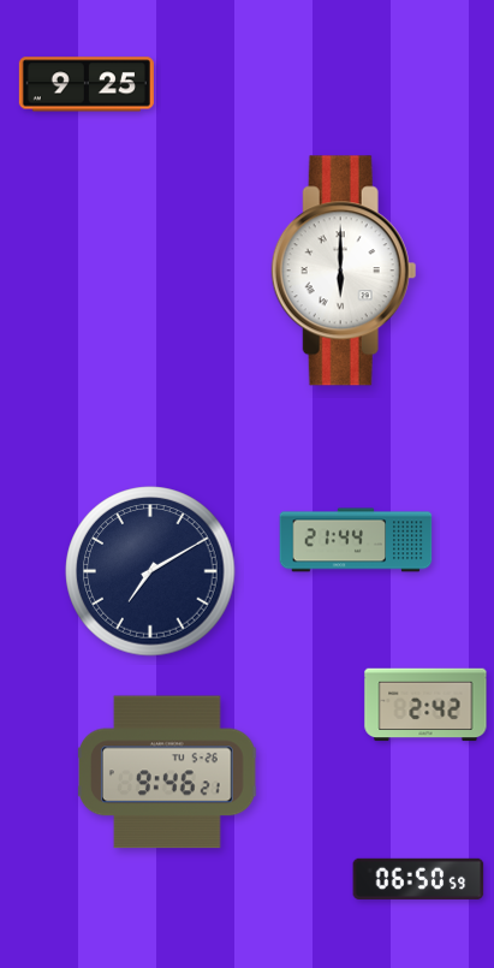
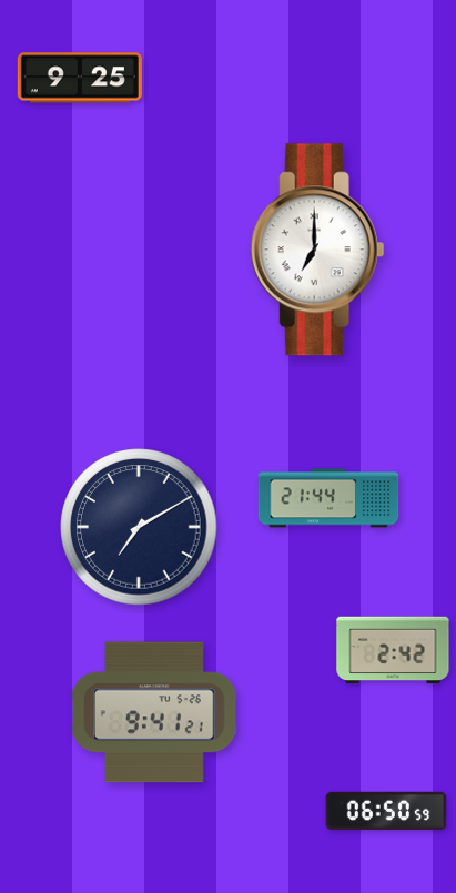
clock at (344, 271): 6:00 -> 7:00
clock at (167, 772): 9:46 -> 9:41
